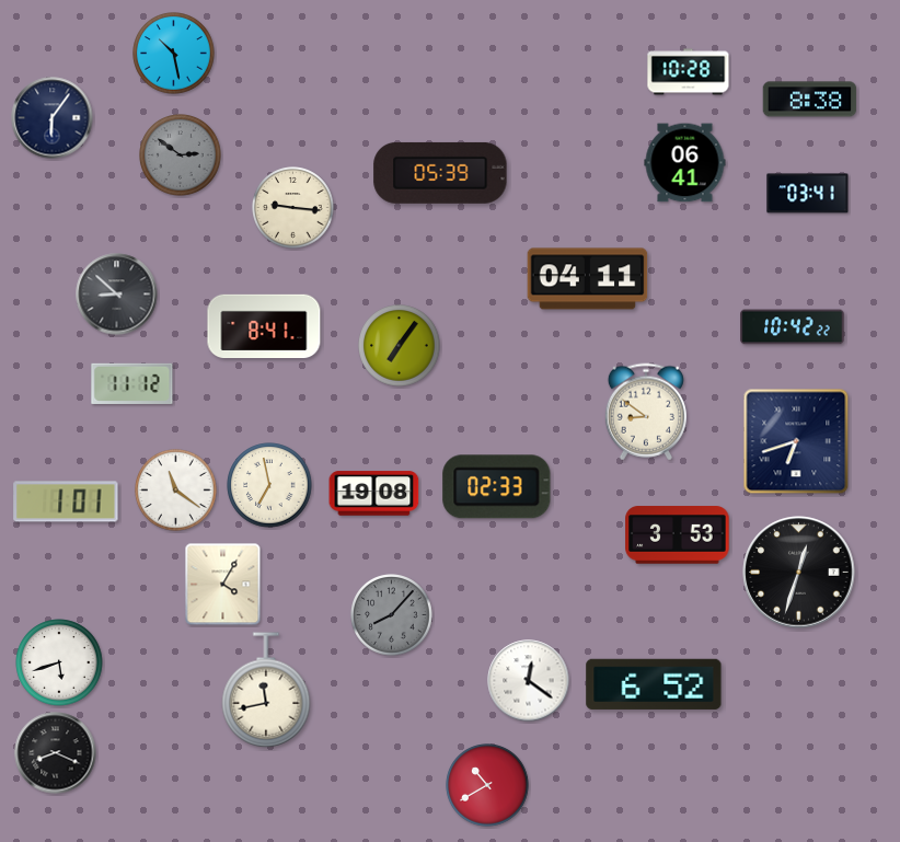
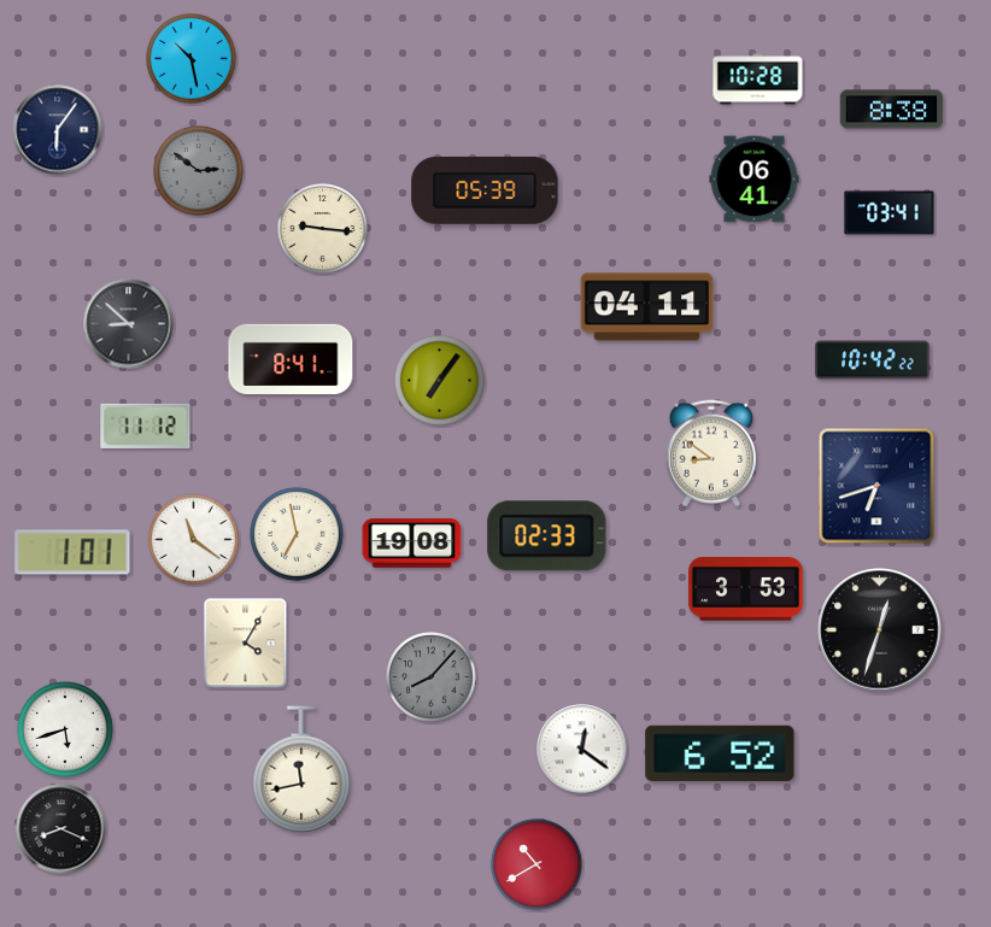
clock at (132, 383) position: (132, 383) -> (146, 426)
clock at (266, 690) position: (266, 690) -> (301, 769)
